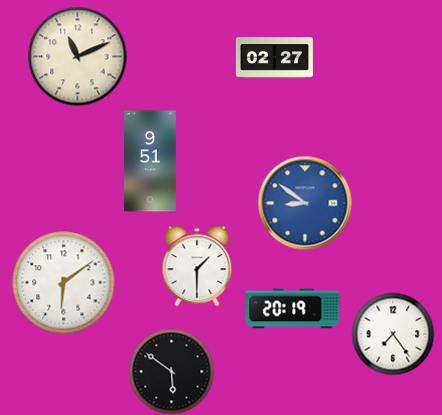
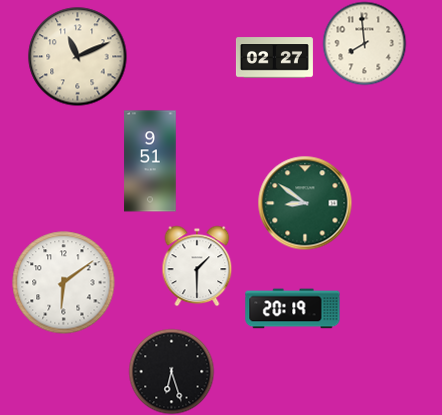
clock at (364, 43): none -> 7:59
clock at (305, 203) dial: blue -> green
clock at (393, 334): 7:24 -> none
clock at (171, 371): 5:51 -> 6:27
